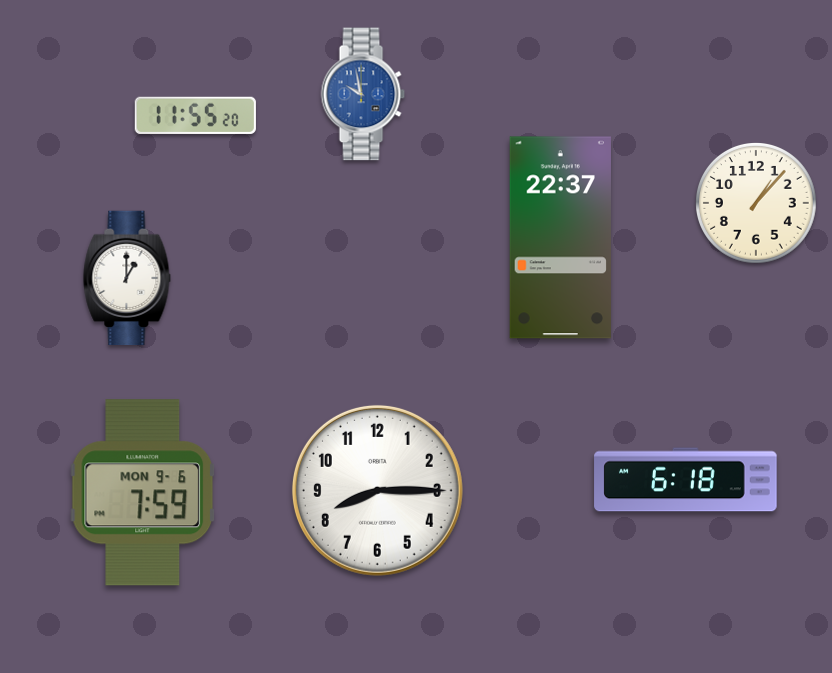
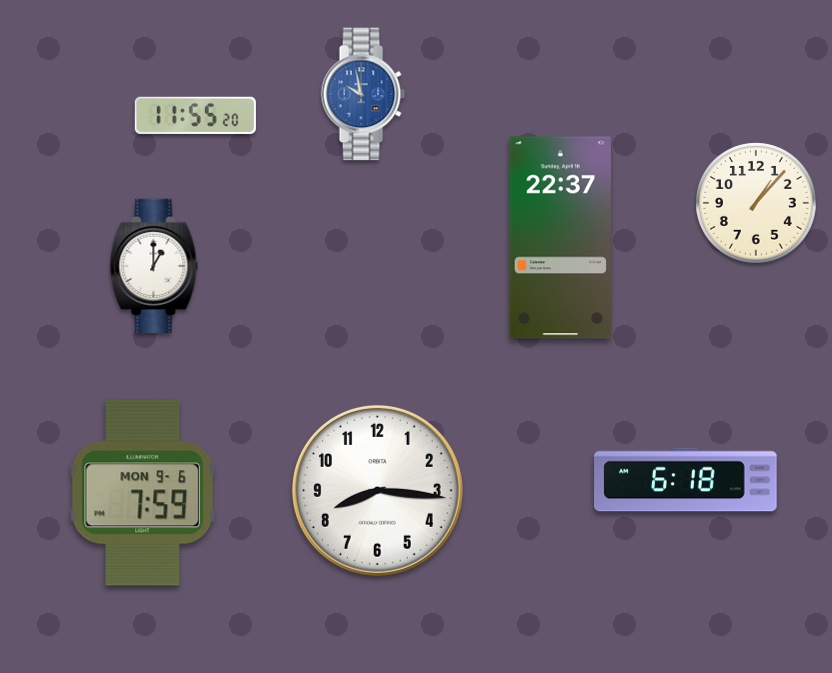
clock at (127, 278) position: (127, 278) -> (154, 266)
clock at (377, 490): 8:15 -> 8:16
